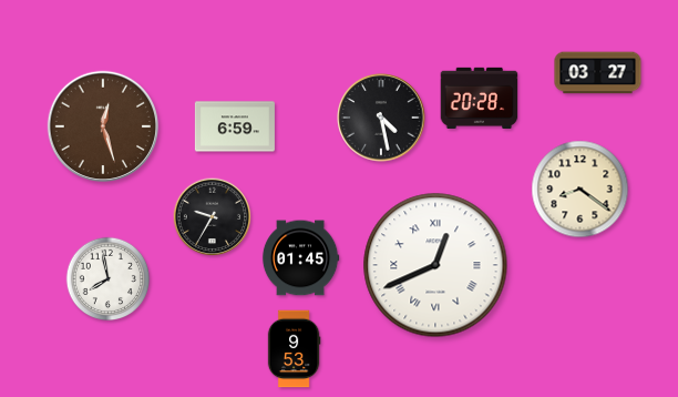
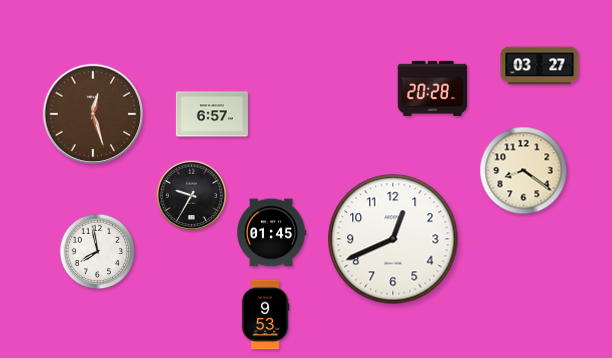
clock at (381, 118): 4:28 -> none
clock at (235, 126): 6:59 -> 6:57
clock at (435, 265) numerals: Roman -> Arabic
